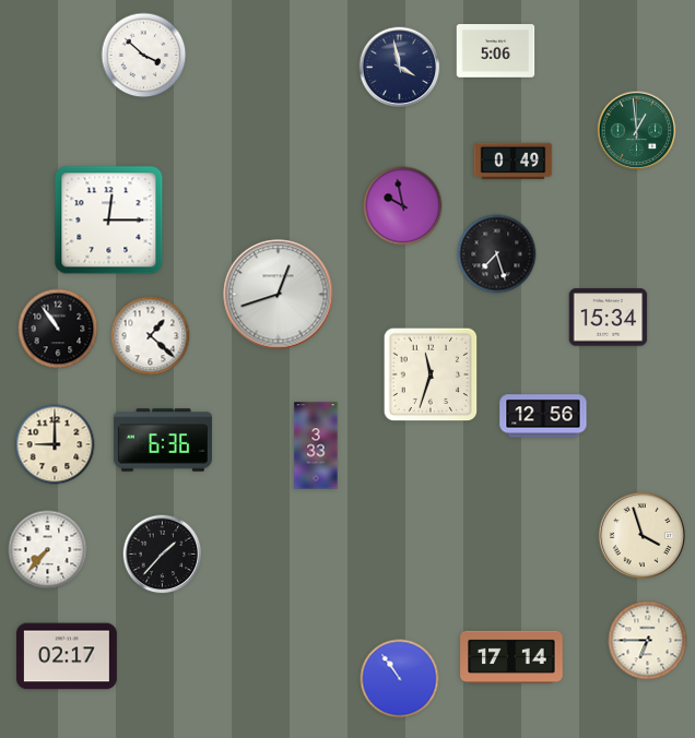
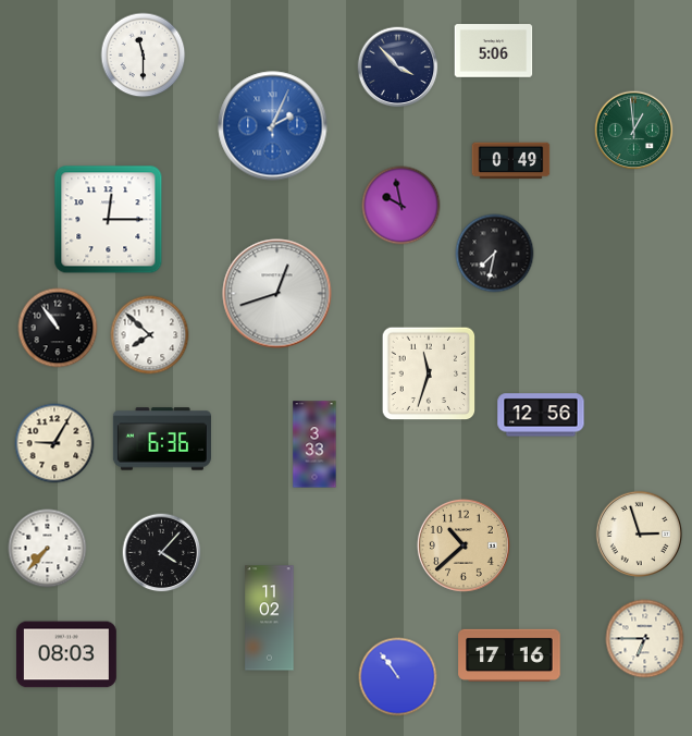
clock at (144, 56): 3:52 -> 11:30
clock at (400, 68): 3:58 -> 3:53
clock at (273, 126): none -> 2:04
clock at (497, 254): 7:27 -> 7:32
clock at (609, 318): 15:34 -> none
clock at (151, 336): 1:22 -> 7:52
clock at (55, 444): 9:00 -> 9:05
clock at (641, 535): 3:57 -> 2:57
clock at (464, 545): none -> 10:38
clock at (163, 555): 1:37 -> 4:07
clock at (270, 618): none -> 11:02
clock at (67, 656): 02:17 -> 08:03
clock at (511, 657): 17:14 -> 17:16
